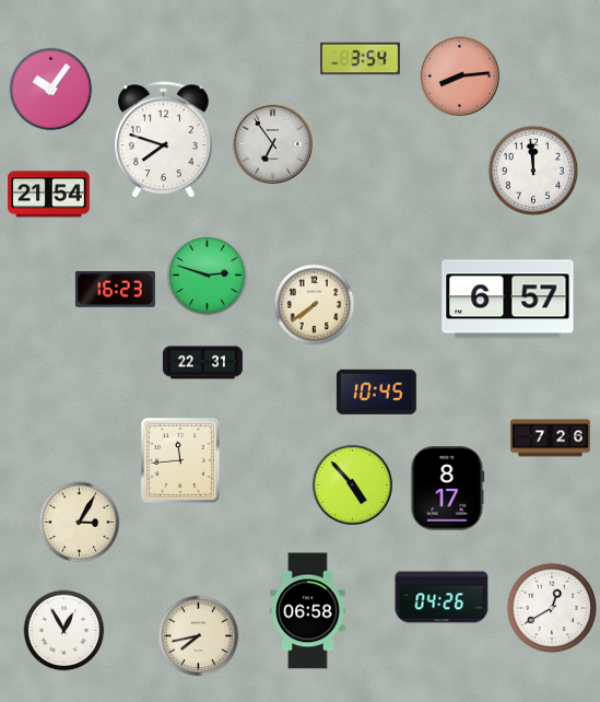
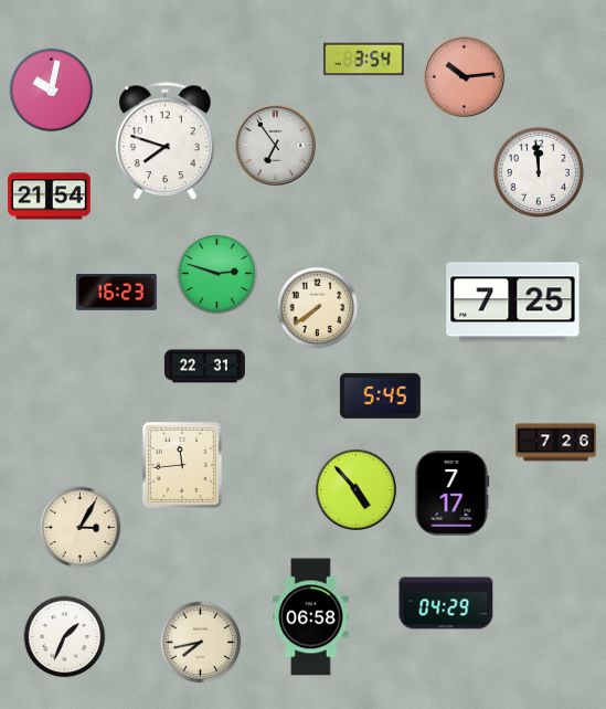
clock at (459, 75): 8:14 -> 10:14
clock at (51, 90): 10:06 -> 10:02
clock at (208, 276) position: (208, 276) -> (217, 274)
clock at (508, 300): 6:57 -> 7:25
clock at (376, 391): 10:45 -> 5:45
clock at (448, 489): 8:17 -> 7:17
clock at (442, 597): 04:26 -> 04:29
clock at (551, 607): 12:40 -> none
clock at (64, 631): 12:55 -> 1:34
